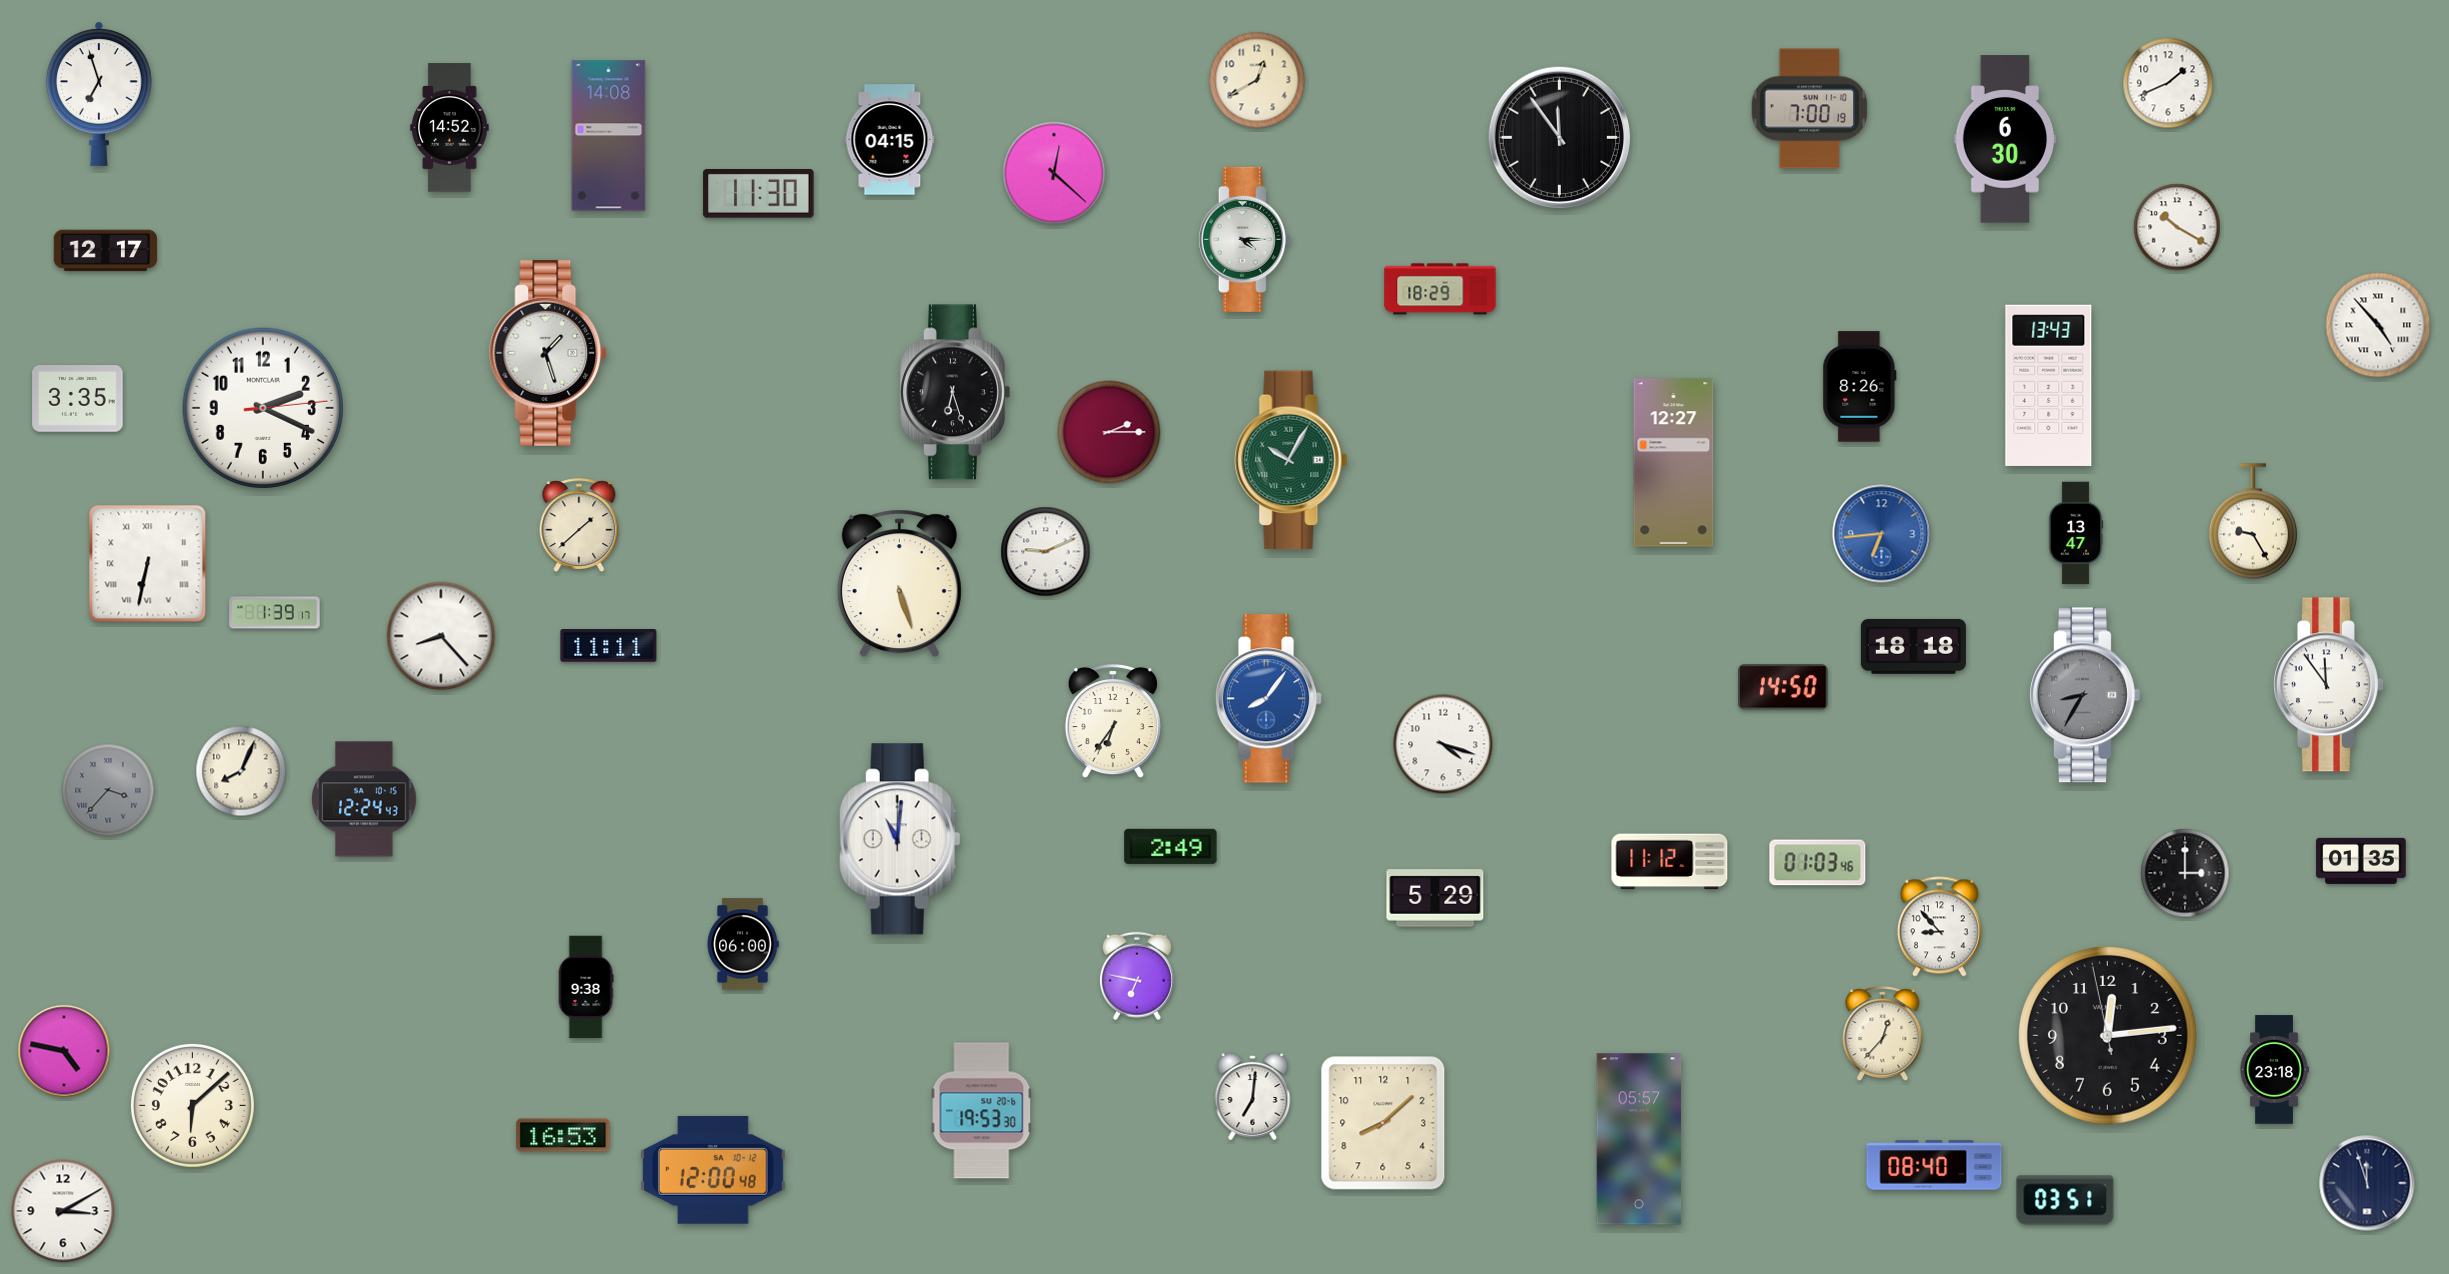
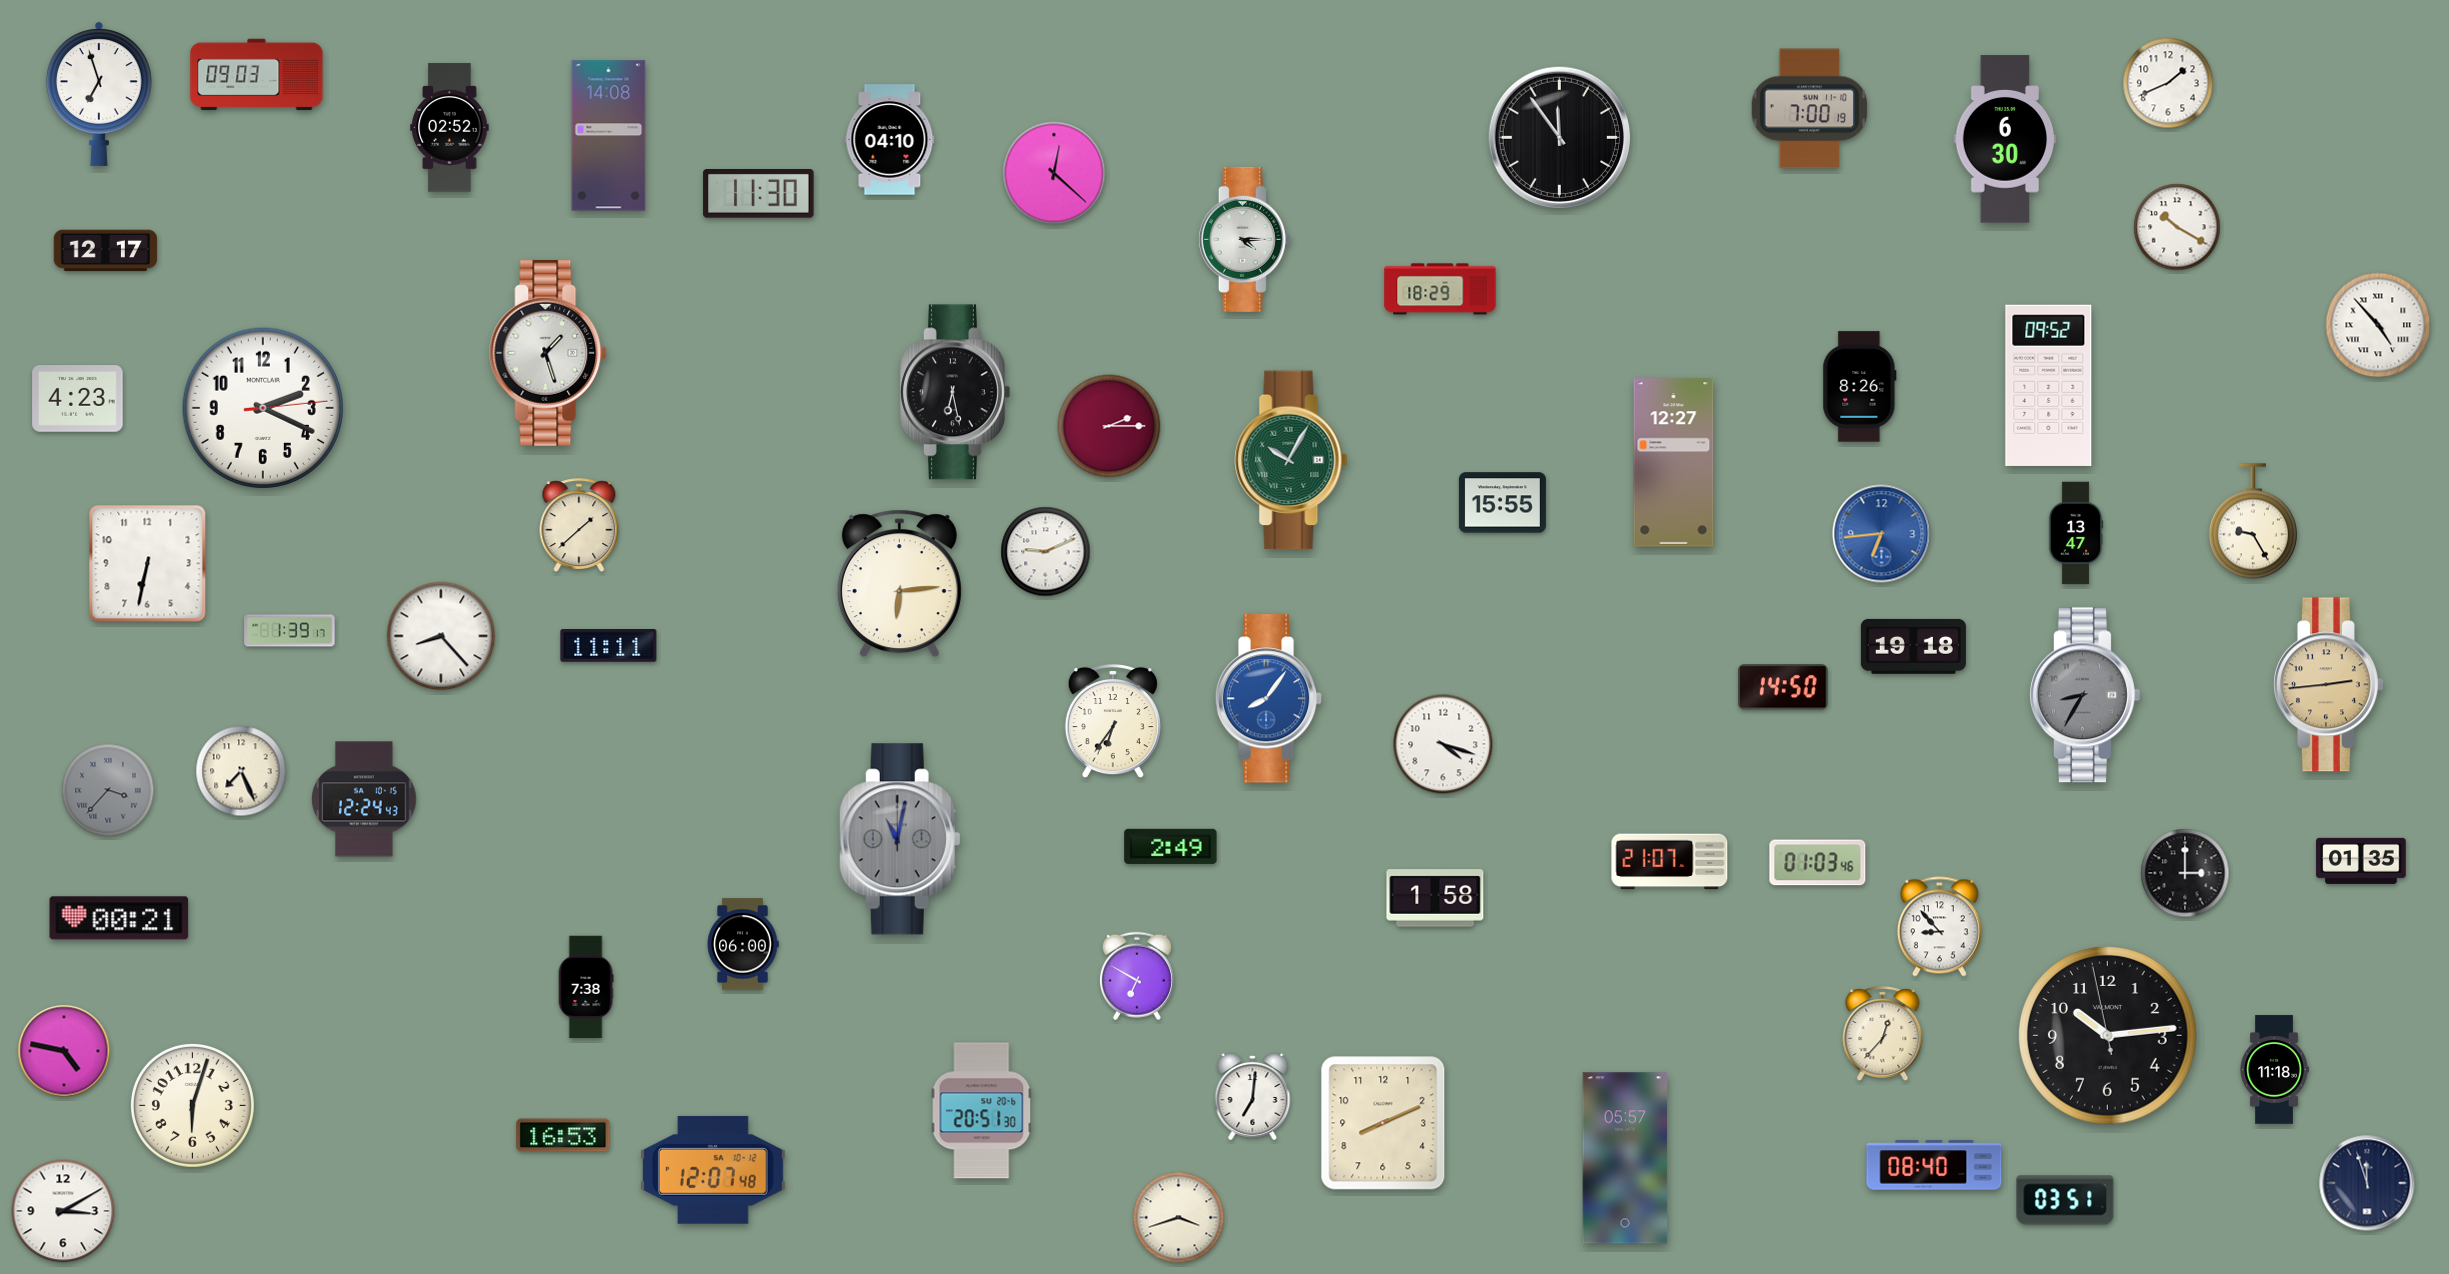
clock at (257, 75): none -> 09:03
clock at (1257, 80): 12:40 -> none
clock at (450, 128): 14:52 -> 02:52
clock at (890, 140): 04:15 -> 04:10
clock at (2049, 385): 13:43 -> 09:52
clock at (955, 392): 6:27 -> 6:28
clock at (78, 399): 3:35 -> 4:23
clock at (1109, 432) position: (1109, 432) -> (1109, 426)
clock at (1502, 503): none -> 15:55
clock at (148, 564) numerals: Roman -> Arabic
clock at (899, 584): 5:27 -> 6:14
clock at (275, 613) position: (275, 613) -> (290, 631)
clock at (1913, 646): 18:18 -> 19:18
clock at (2328, 685): 11:54 -> 2:44
clock at (2328, 685) dial: white -> champagne
clock at (241, 771): 8:04 -> 7:26
clock at (900, 839): 11:01 -> 11:02
clock at (900, 839) dial: white -> grey
clock at (1670, 862): 11:12 -> 21:07
clock at (1435, 898): 5:29 -> 1:58
clock at (119, 918): none -> 00:21
clock at (1137, 976): 6:47 -> 6:50
clock at (586, 987): 9:38 -> 7:38
clock at (2108, 1036): 12:13 -> 10:13
clock at (2274, 1070): 23:18 -> 11:18
clock at (192, 1105): 6:08 -> 6:03
clock at (982, 1111): 19:53 -> 20:51
clock at (1383, 1123): 8:08 -> 8:11
clock at (1639, 1139) position: (1639, 1139) -> (1625, 1158)
clock at (713, 1170): 12:00 -> 12:07
clock at (1179, 1218): none -> 3:42
